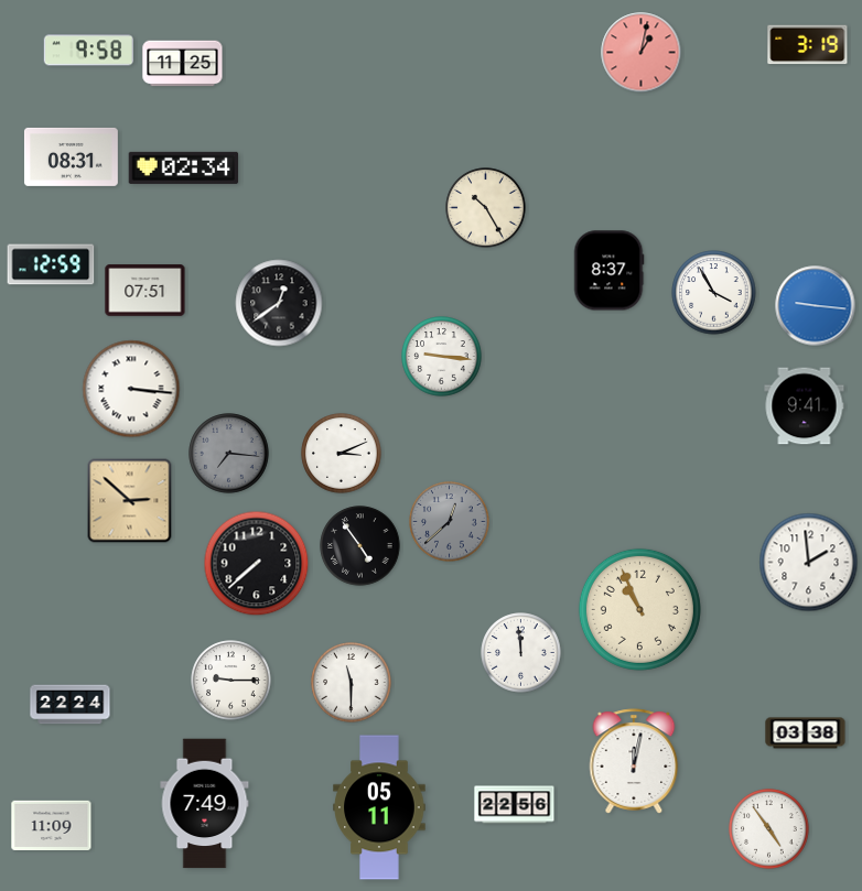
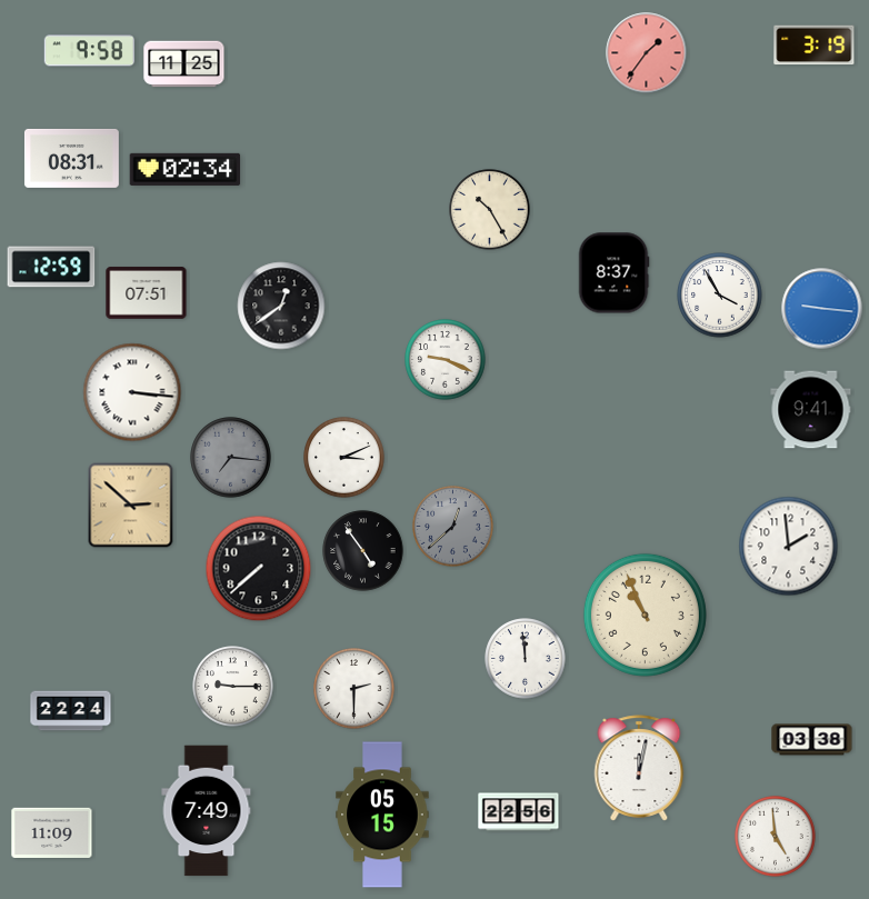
clock at (642, 53): 1:02 -> 1:36
clock at (442, 357): 9:16 -> 9:19
clock at (809, 563) position: (809, 563) -> (789, 547)
clock at (352, 683): 11:30 -> 2:30
clock at (379, 807): 05:11 -> 05:15
clock at (769, 829): 4:54 -> 4:59
